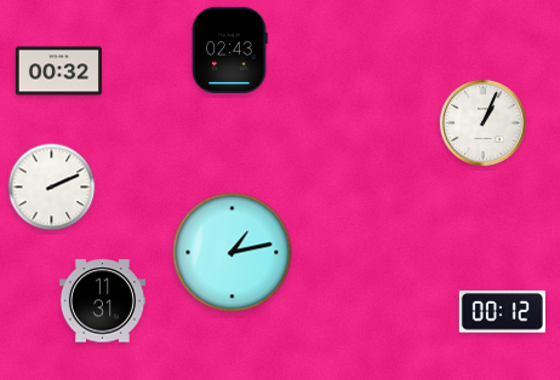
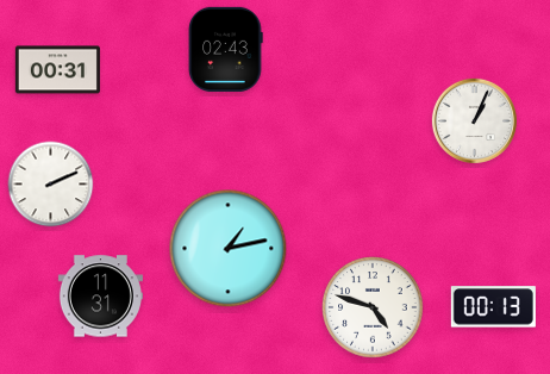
clock at (58, 71): 00:32 -> 00:31
clock at (373, 307): none -> 4:48
clock at (502, 312): 00:12 -> 00:13
